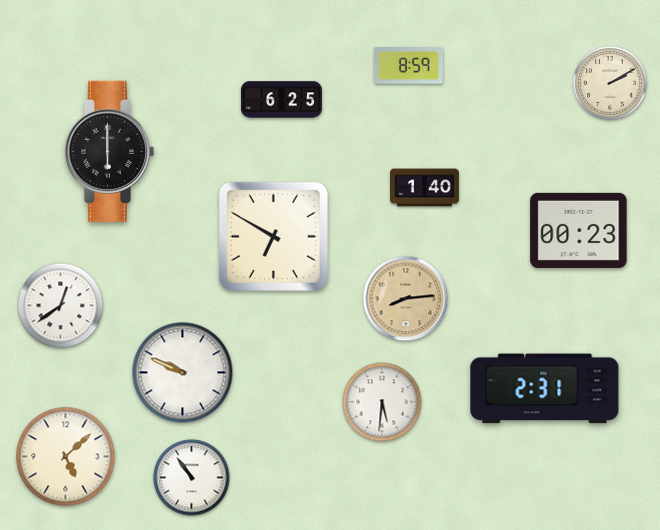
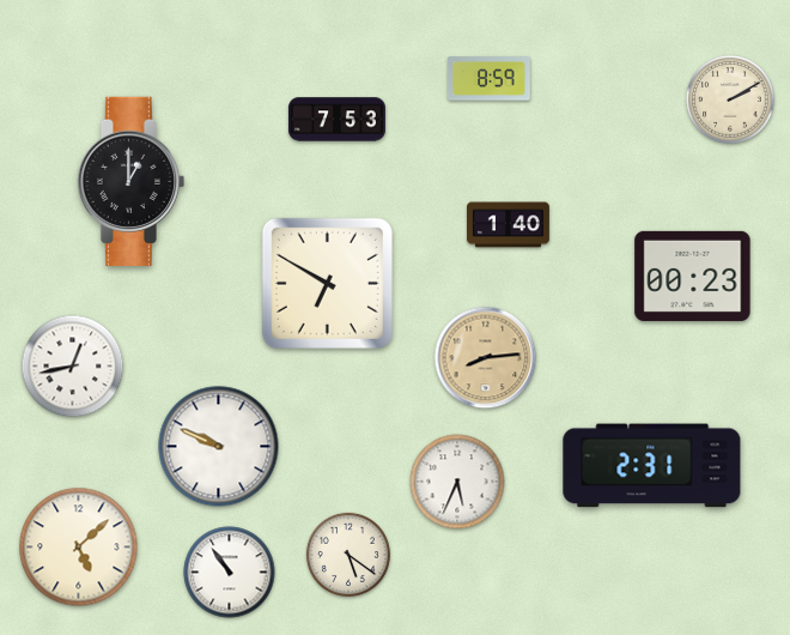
clock at (281, 100): 6:25 -> 7:53
clock at (109, 151): 6:00 -> 1:00
clock at (61, 306): 12:39 -> 12:43
clock at (382, 402): 5:31 -> 5:34
clock at (348, 555): none -> 5:21
